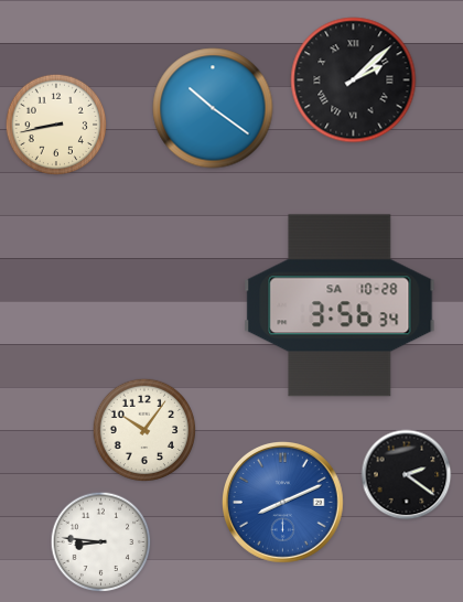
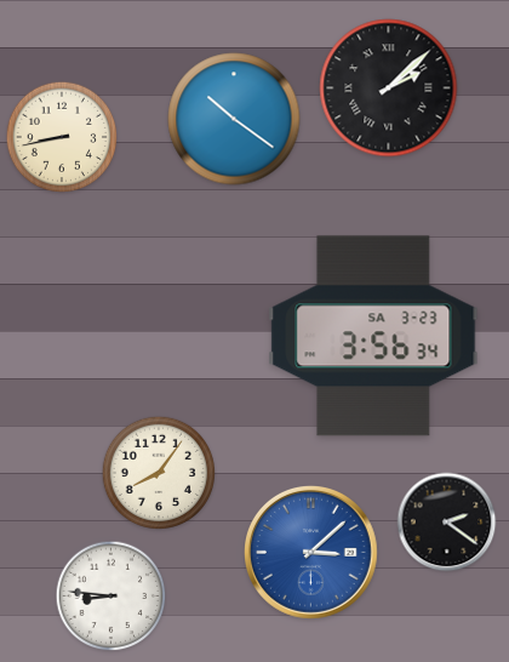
clock at (340, 305) date: SA 10-28 -> SA 3-23
clock at (143, 429): 10:06 -> 8:06
clock at (283, 503): 8:11 -> 3:08
